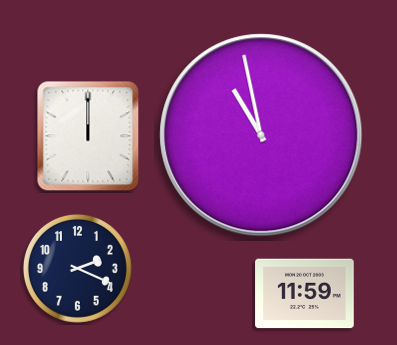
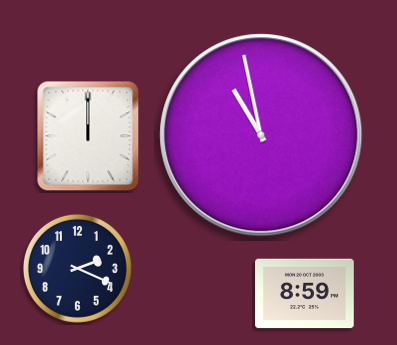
clock at (305, 294): 11:59 -> 8:59
